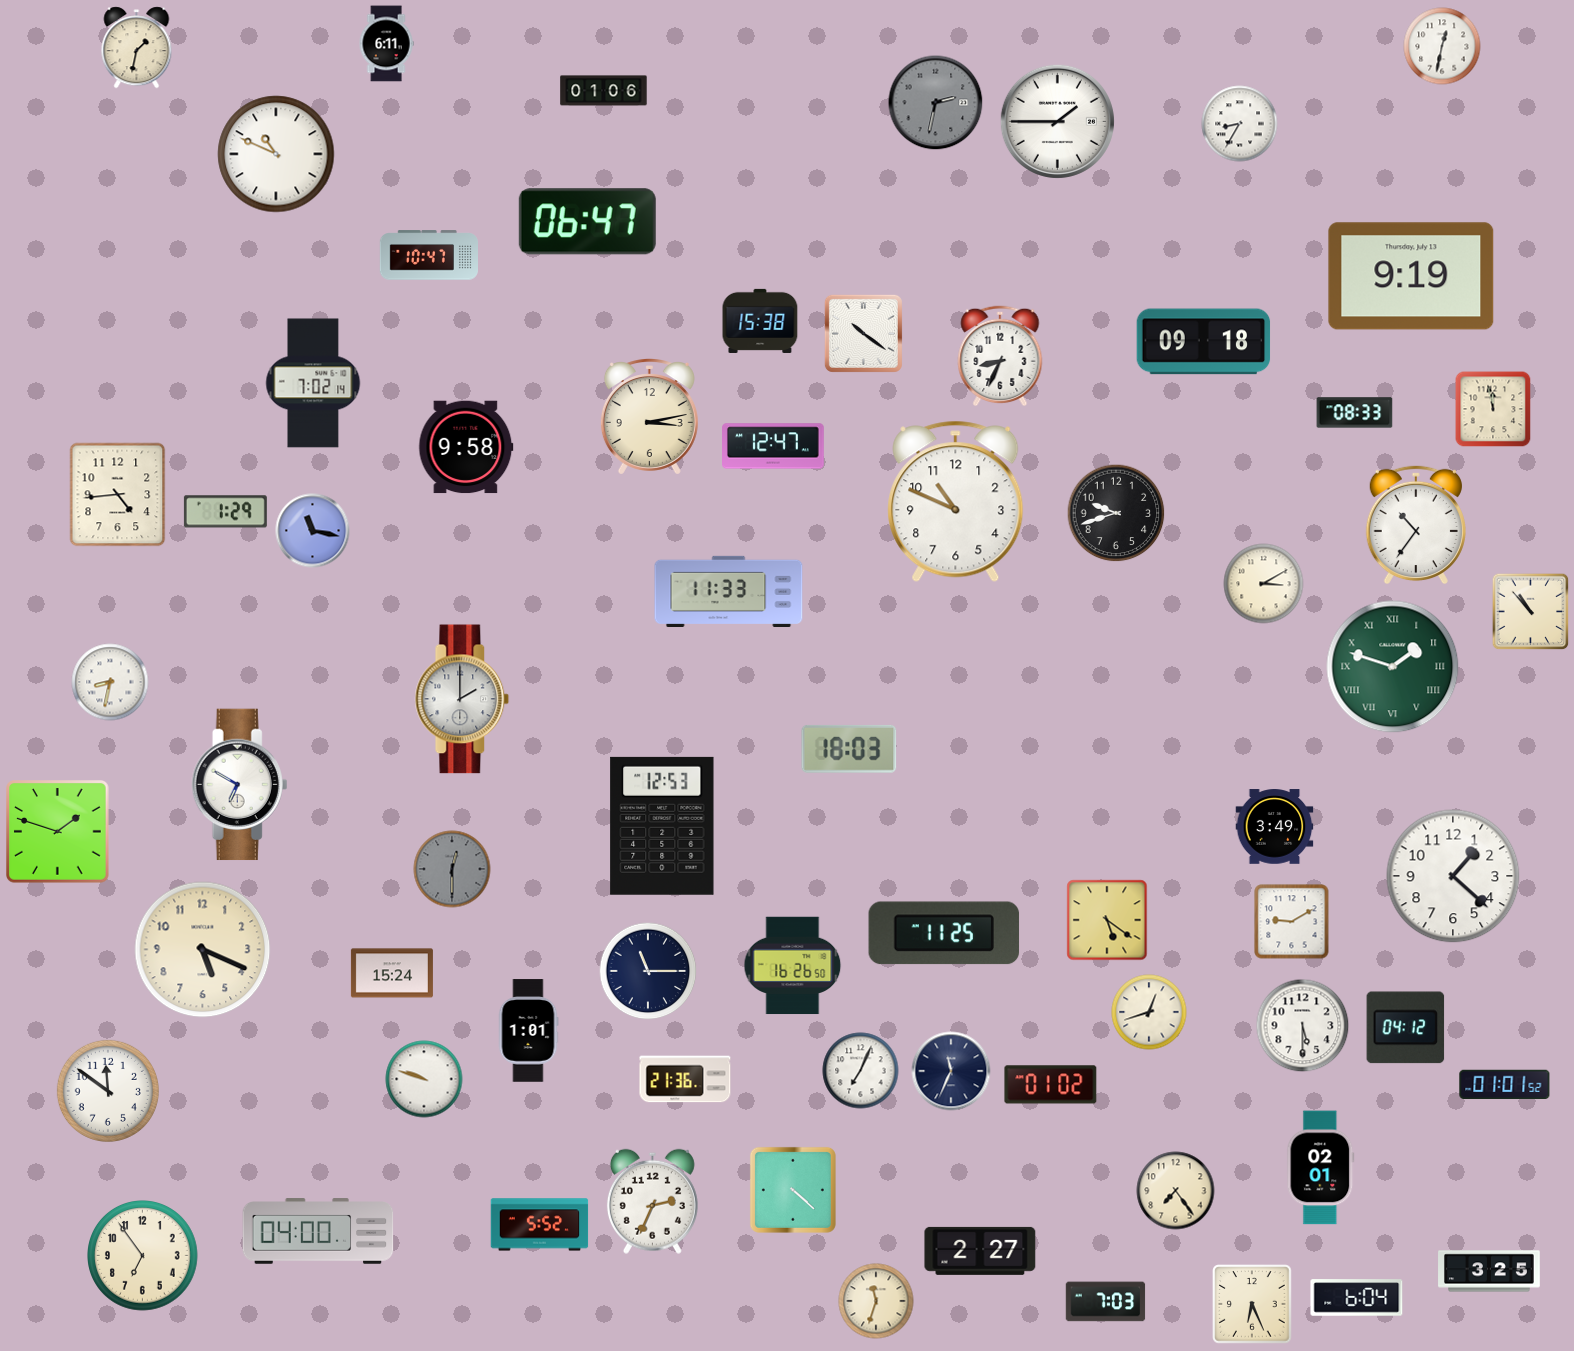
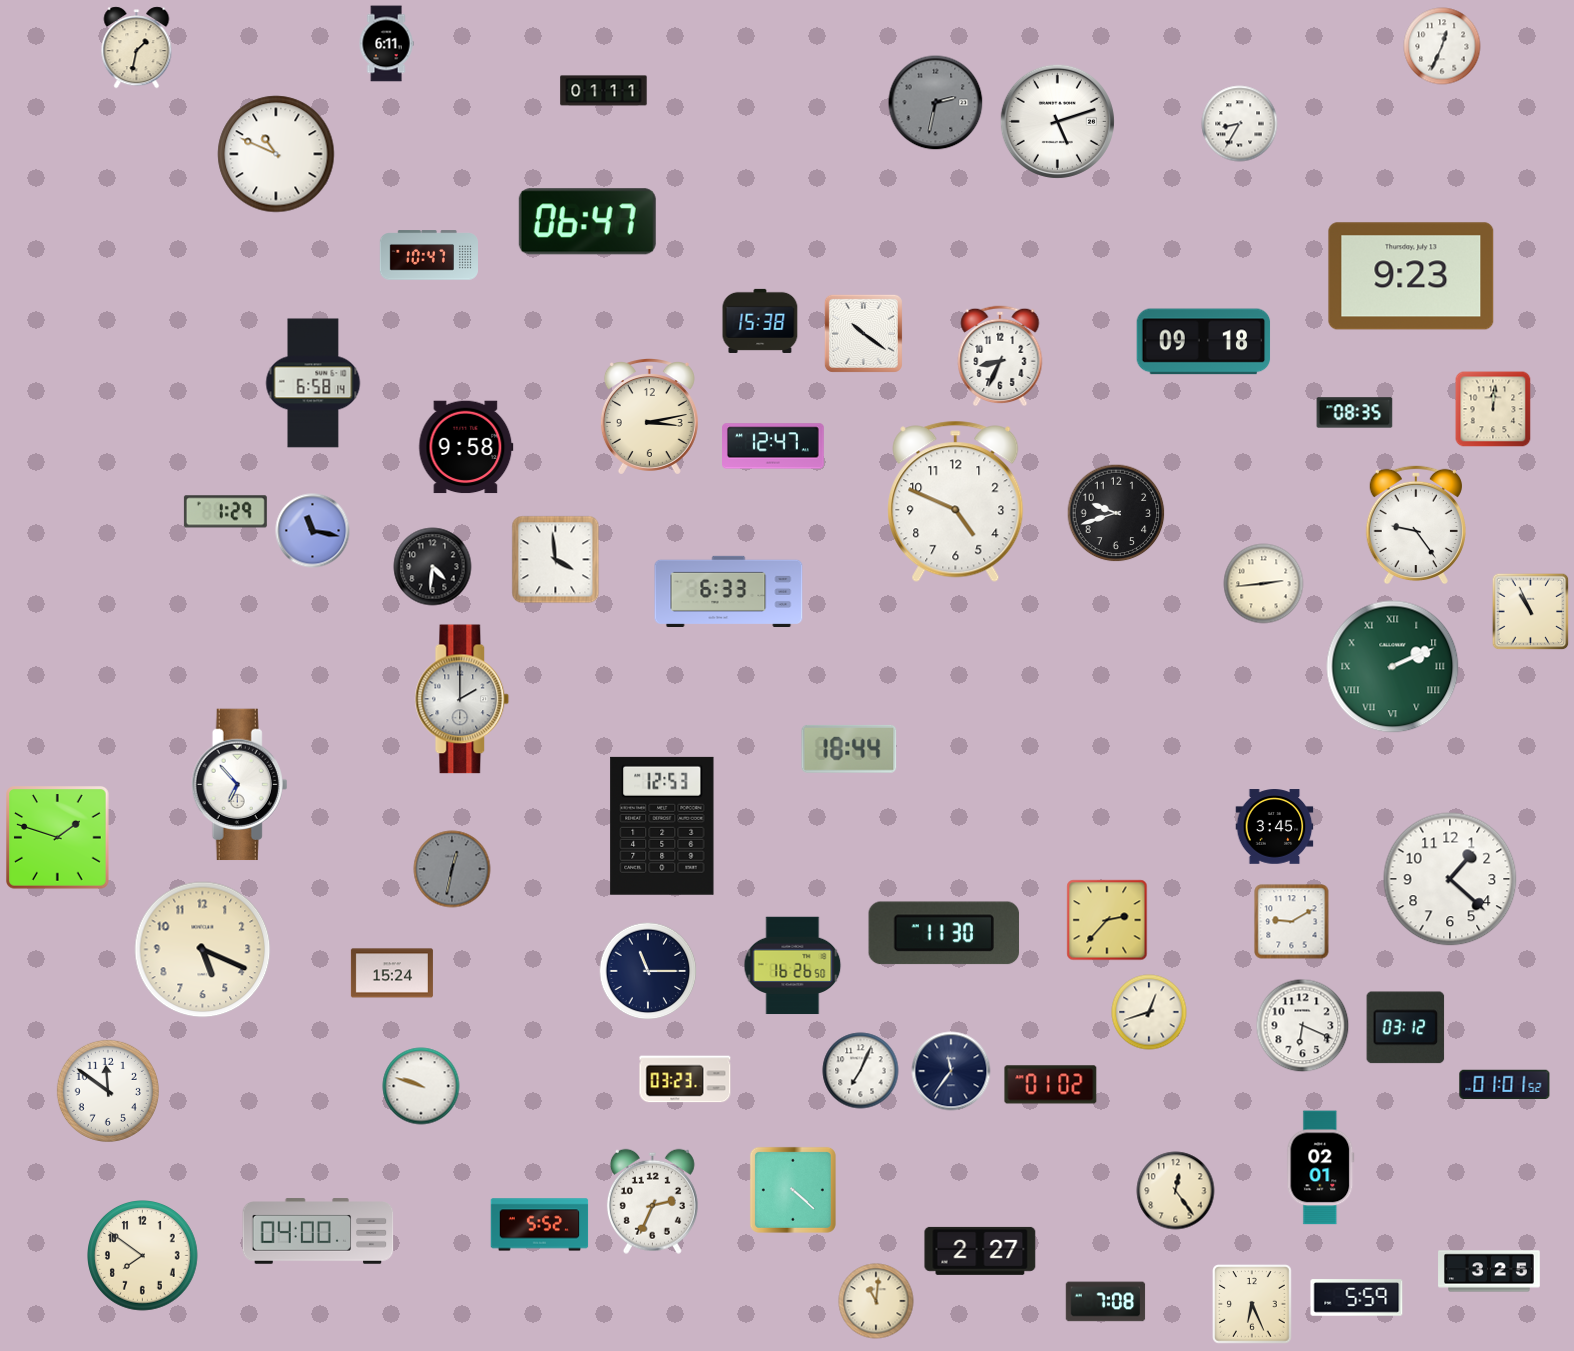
clock at (1442, 46): 12:32 -> 12:34
clock at (604, 91): 01:06 -> 01:11
clock at (1057, 121): 1:45 -> 5:12
clock at (1411, 276): 9:19 -> 9:23
clock at (313, 383): 7:02 -> 6:58
clock at (1493, 409): 11:58 -> 12:01
clock at (1355, 413): 08:33 -> 08:35
clock at (118, 495): 4:44 -> none
clock at (956, 502): 10:49 -> 4:49
clock at (1416, 525): 10:36 -> 9:24
clock at (556, 560): none -> 3:59
clock at (433, 567): none -> 4:31
clock at (1264, 584): 3:10 -> 2:44
clock at (729, 591): 11:33 -> 6:33
clock at (1531, 612): 10:53 -> 10:56
clock at (1393, 667): 1:48 -> 2:11
clock at (110, 682): 8:32 -> none
clock at (849, 749): 18:03 -> 18:44
clock at (240, 785): 6:50 -> 6:53
clock at (1275, 827): 3:49 -> 3:45
clock at (58, 832) position: (58, 832) -> (58, 838)
clock at (452, 869): 12:30 -> 12:32
clock at (1453, 876) position: (1453, 876) -> (1450, 879)
clock at (1107, 920): 5:21 -> 2:37
clock at (944, 933): 11:25 -> 11:30
clock at (1303, 1026): 5:30 -> 6:19
clock at (1406, 1028): 04:12 -> 03:12
clock at (528, 1031): 1:01 -> none
clock at (951, 1071): 11:34 -> 11:36
clock at (424, 1079) position: (424, 1079) -> (421, 1086)
clock at (685, 1079): 21:36 -> 03:23
clock at (1176, 1191): 7:24 -> 12:24
clock at (143, 1256): 6:54 -> 7:51
clock at (1357, 1298): 6:04 -> 5:59
clock at (876, 1301): 11:33 -> 11:01
clock at (1106, 1302): 7:03 -> 7:08
